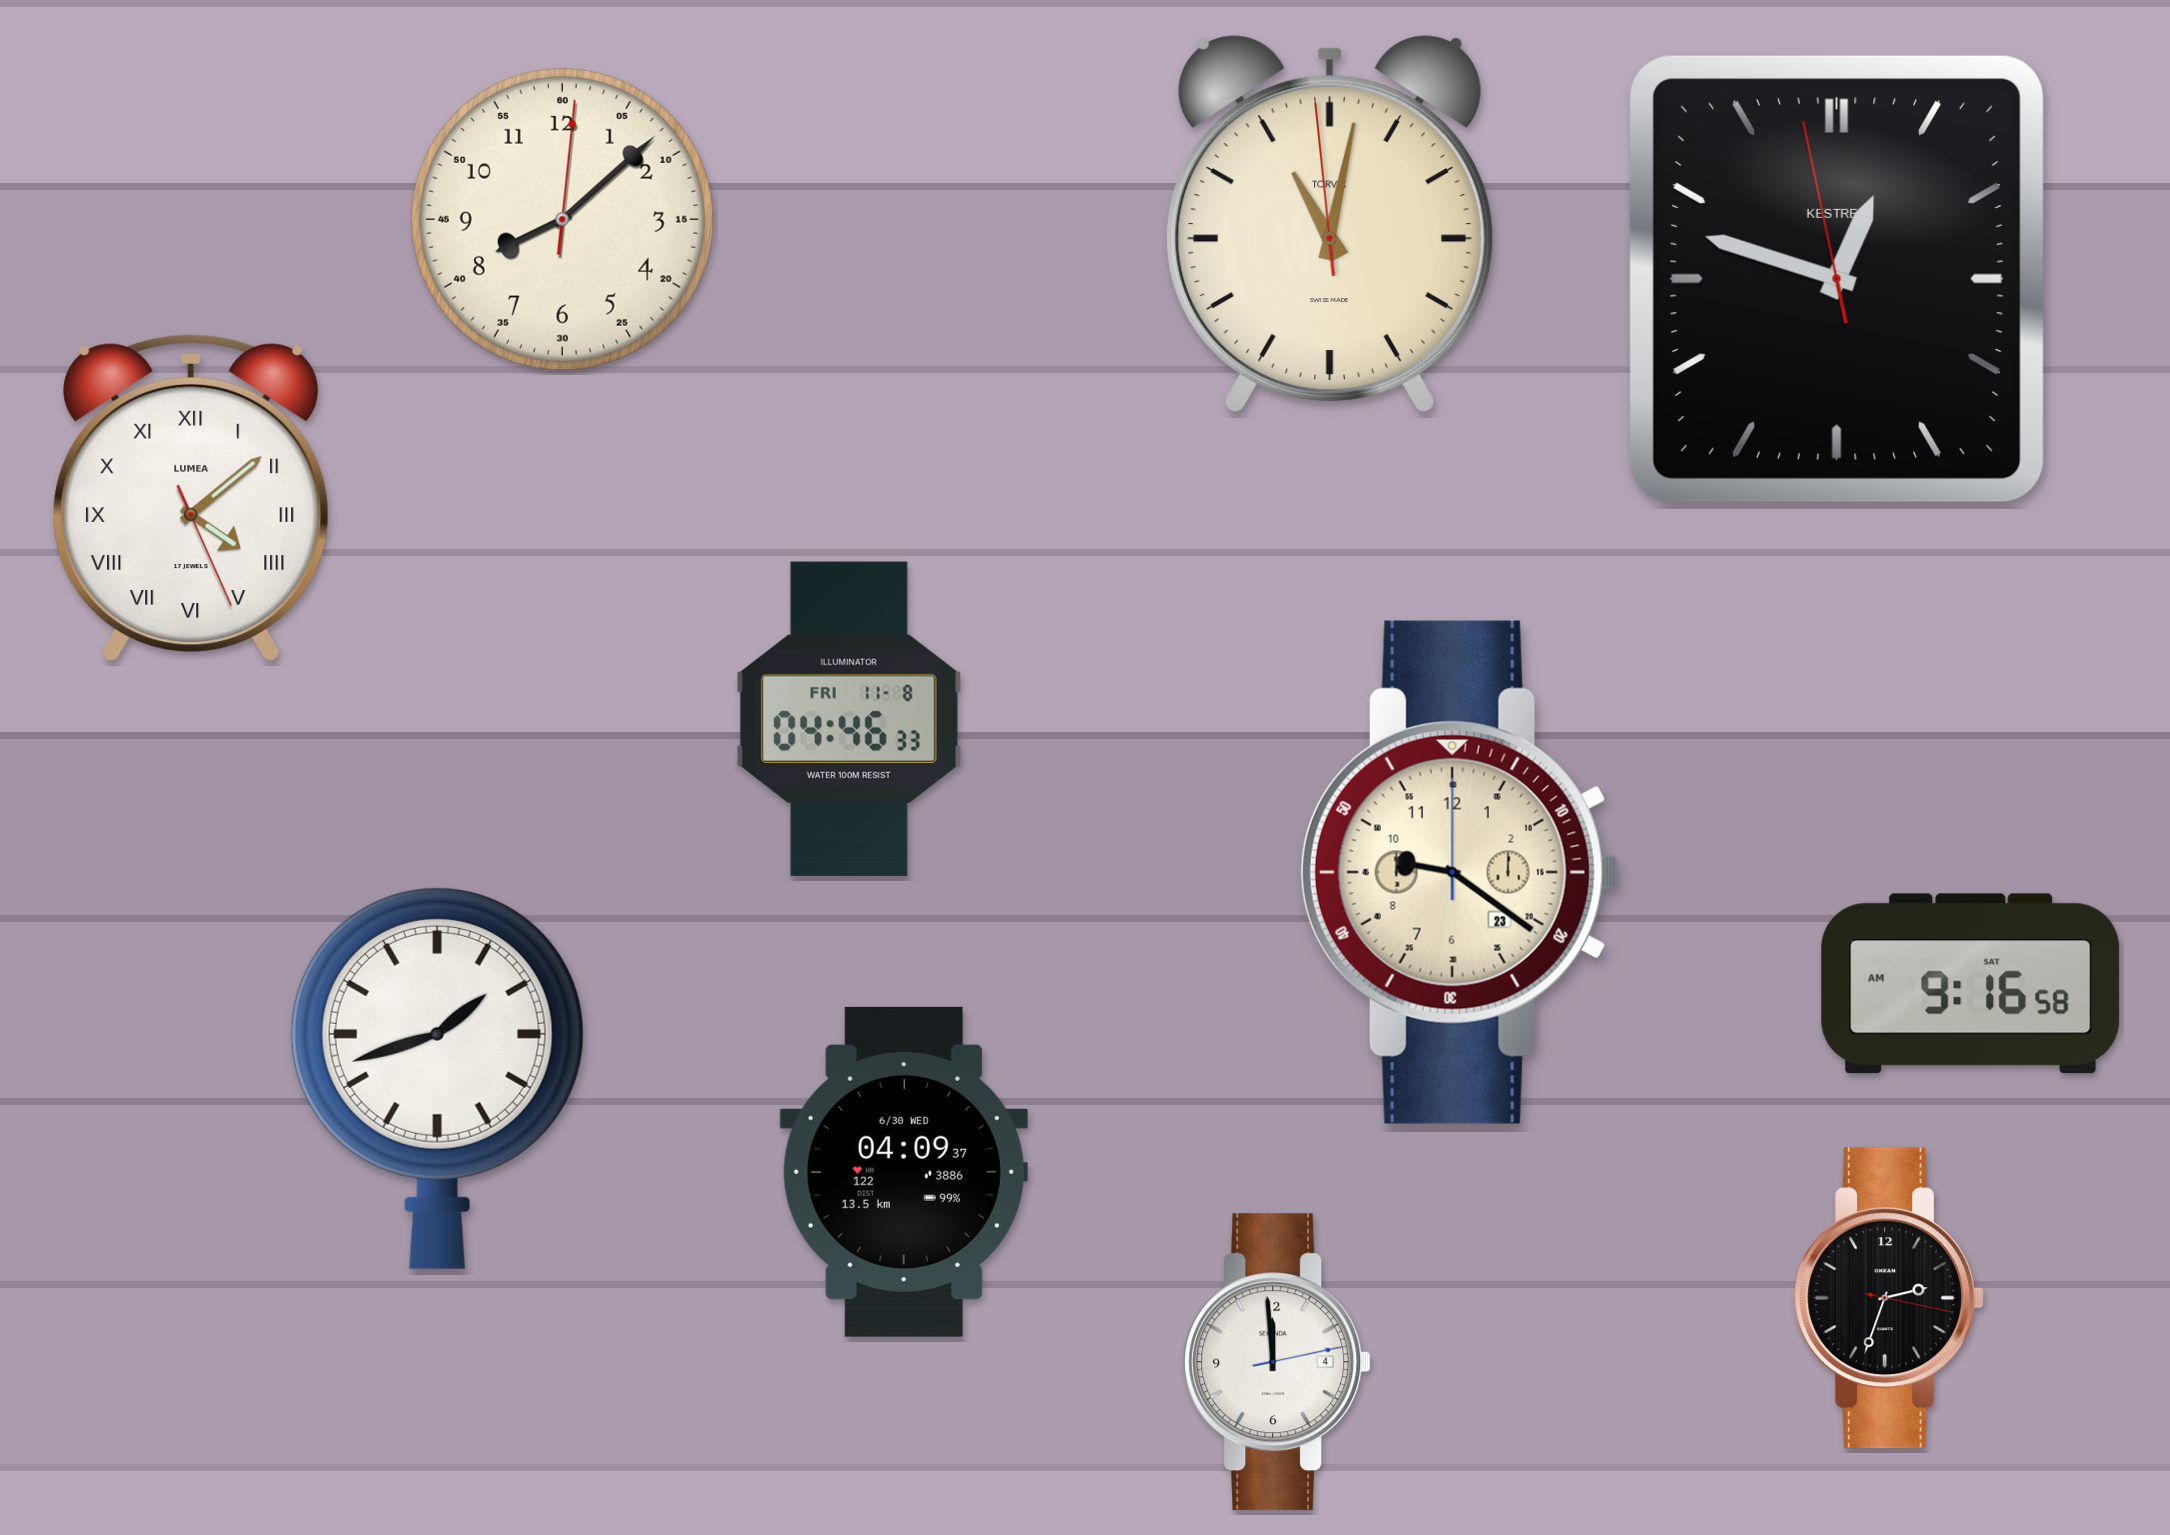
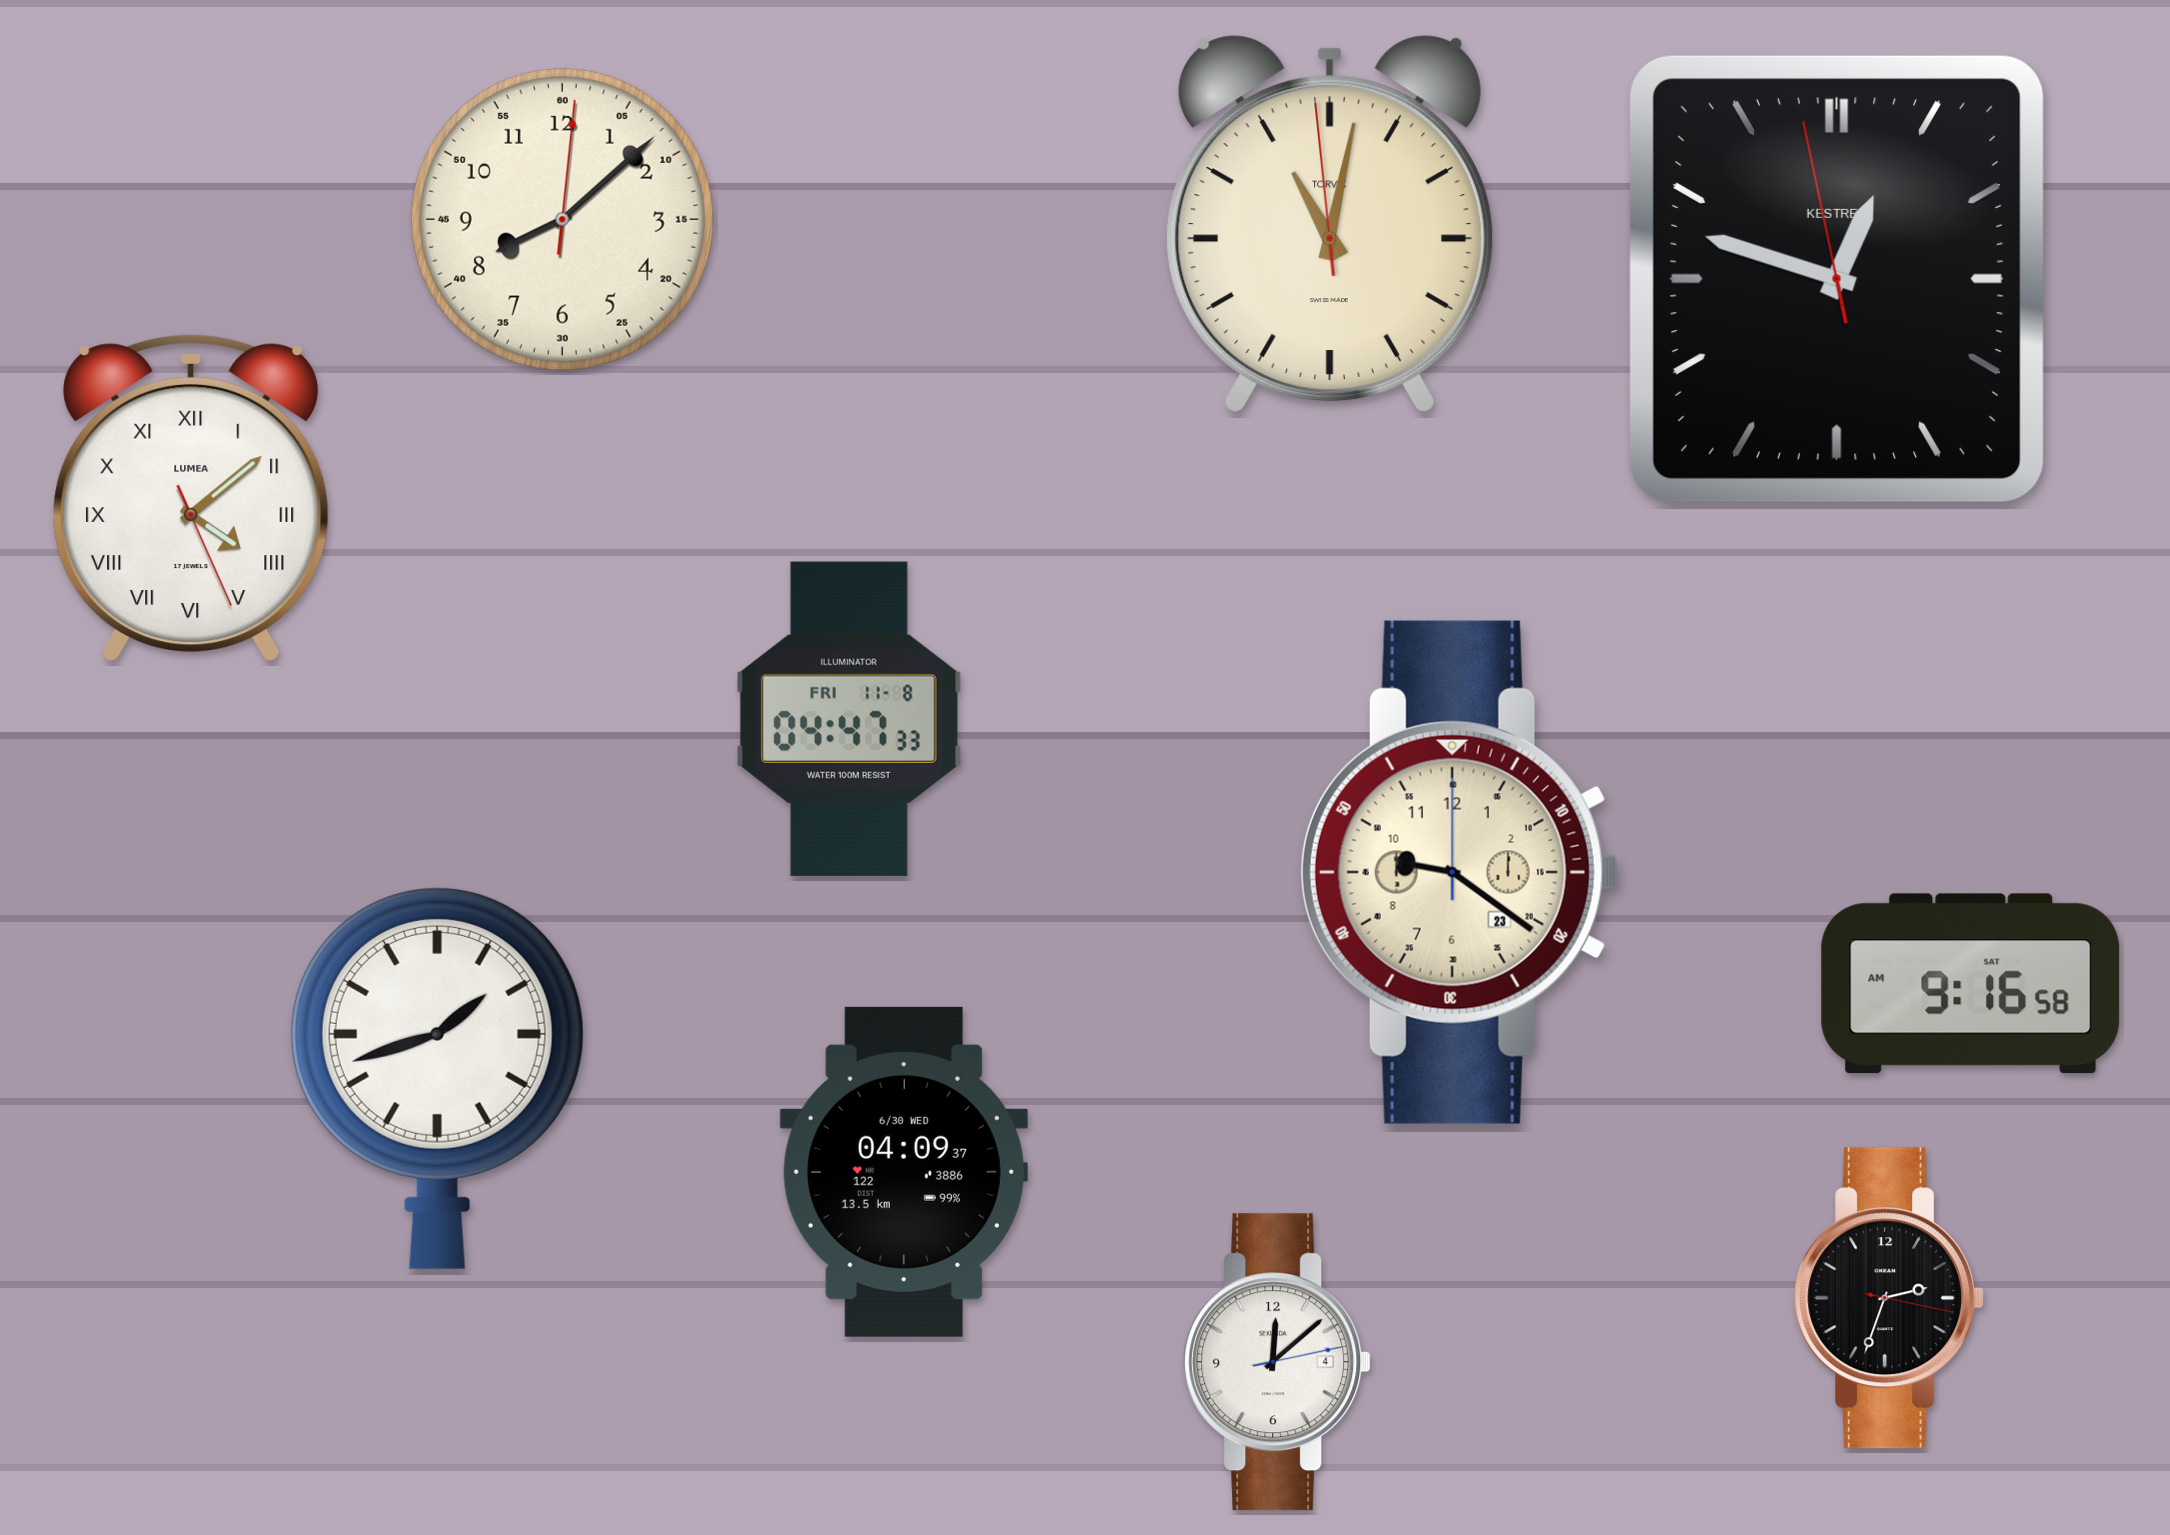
clock at (849, 719): 04:46 -> 04:47
clock at (1277, 1362): 11:59 -> 12:08
